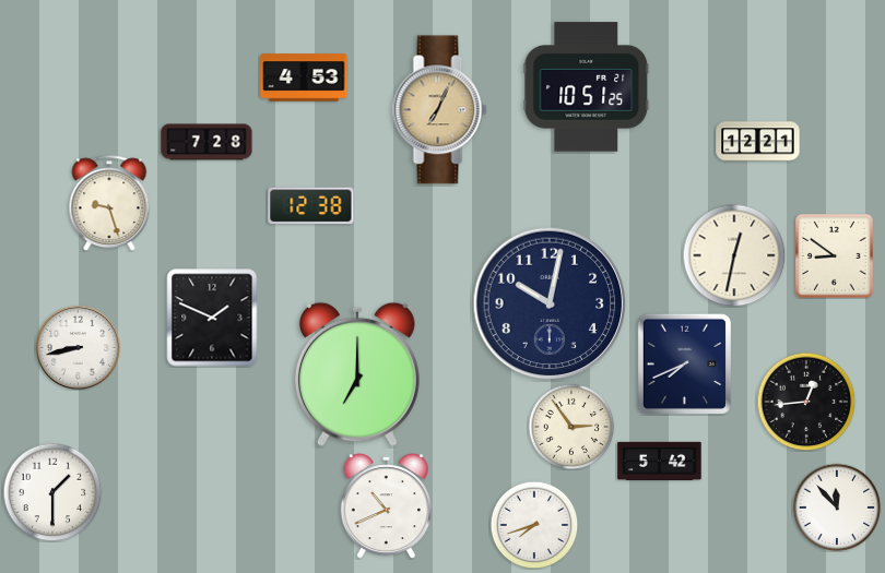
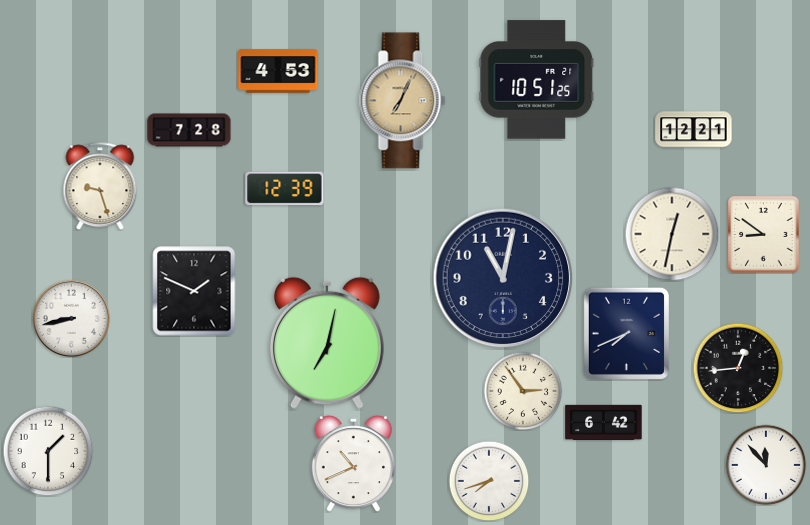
clock at (311, 206): 12:38 -> 12:39
clock at (550, 303): 10:02 -> 11:02
clock at (357, 374): 7:00 -> 7:02
clock at (660, 461): 5:42 -> 6:42
